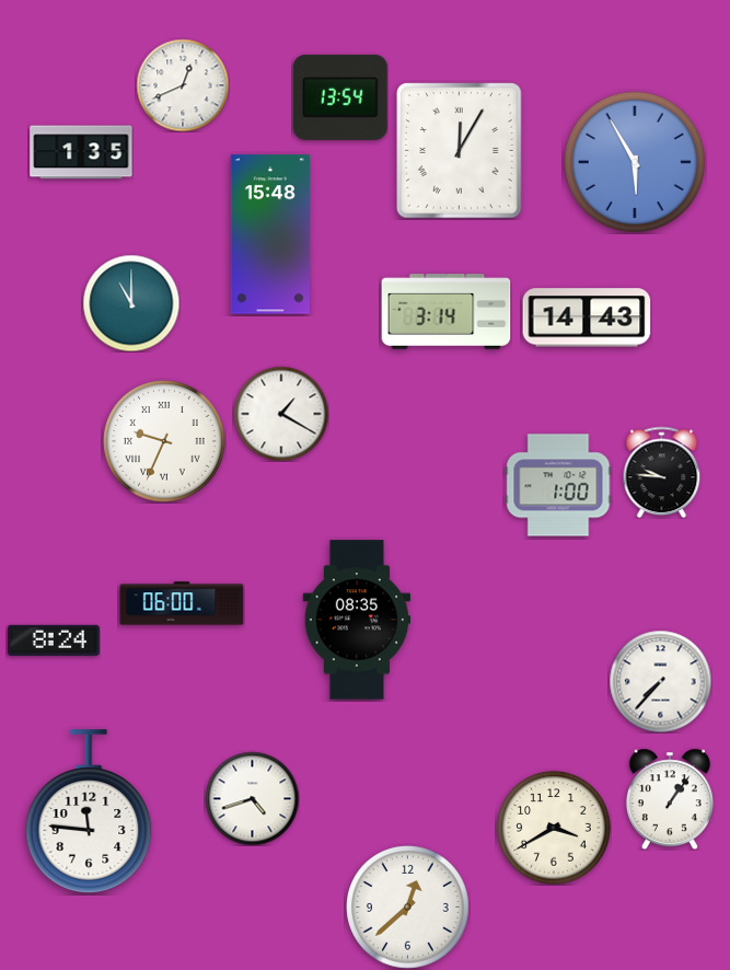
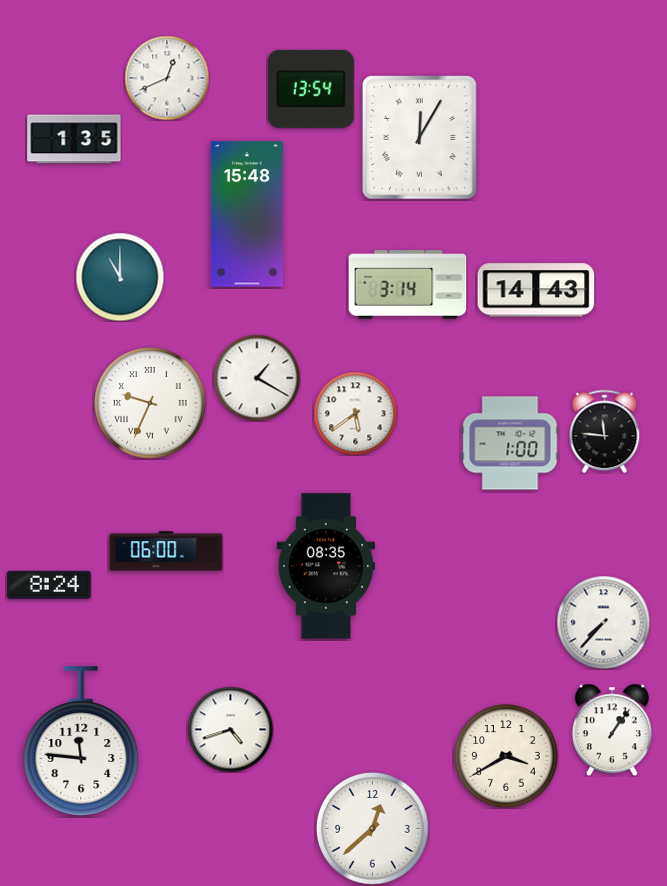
clock at (635, 162): 5:55 -> none
clock at (355, 413): none -> 5:39
clock at (662, 472): 9:46 -> 11:46
